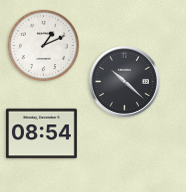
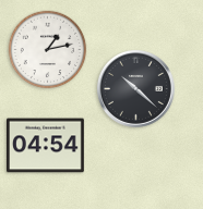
clock at (44, 46): 1:11 -> 1:13
clock at (42, 134): 08:54 -> 04:54
